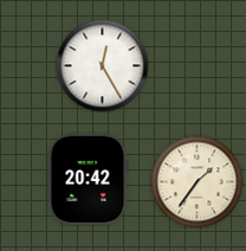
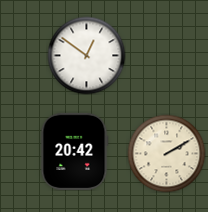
clock at (102, 65): 12:25 -> 12:51
clock at (196, 181): 1:36 -> 2:10
